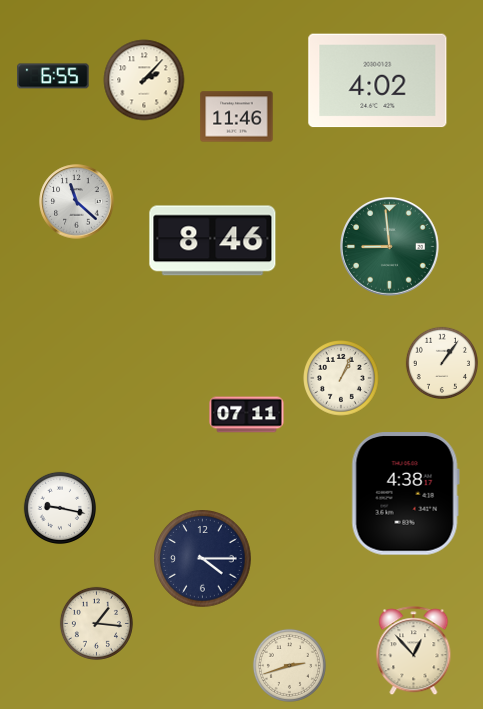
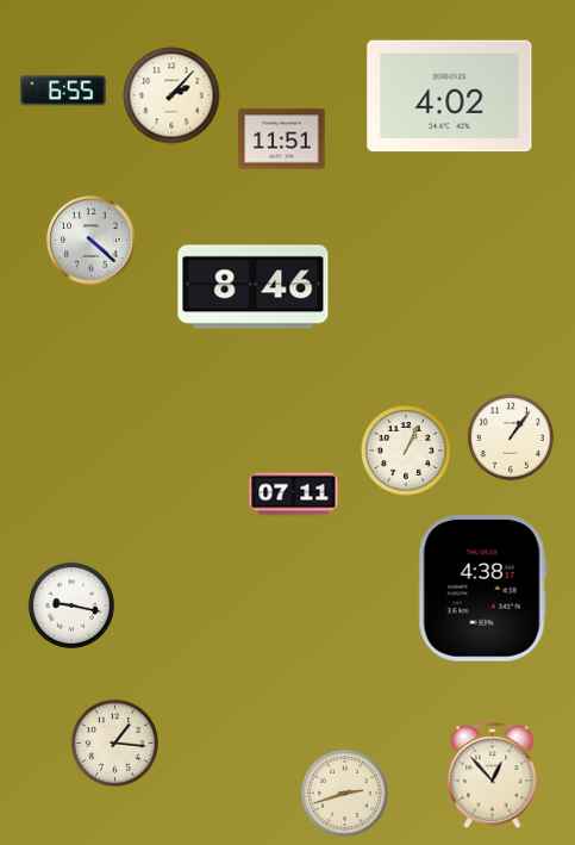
clock at (237, 117): 11:46 -> 11:51
clock at (77, 202): 11:22 -> 4:22
clock at (390, 247): 8:59 -> none
clock at (441, 362) position: (441, 362) -> (510, 436)
clock at (203, 559): 4:15 -> none
